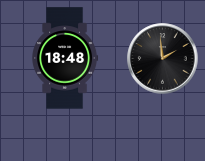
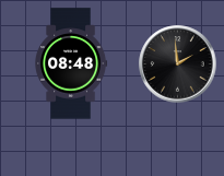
clock at (65, 58): 18:48 -> 08:48
